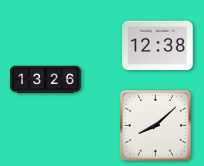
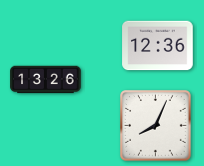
clock at (158, 46): 12:38 -> 12:36
clock at (156, 126): 8:08 -> 8:04
